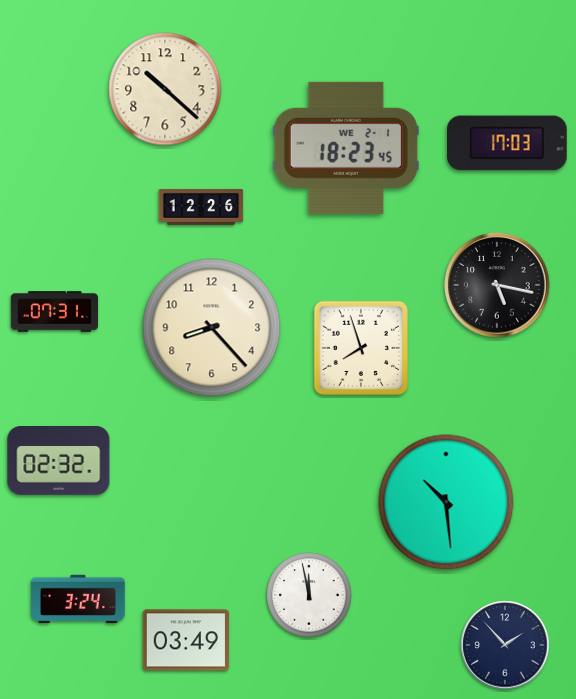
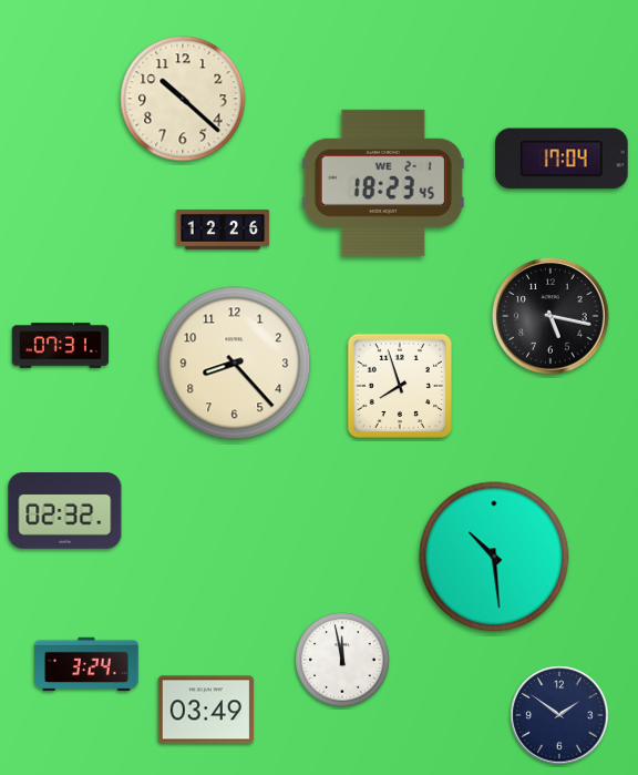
clock at (507, 143): 17:03 -> 17:04
clock at (346, 148) position: (346, 148) -> (383, 183)
clock at (505, 645): 1:53 -> 1:51
